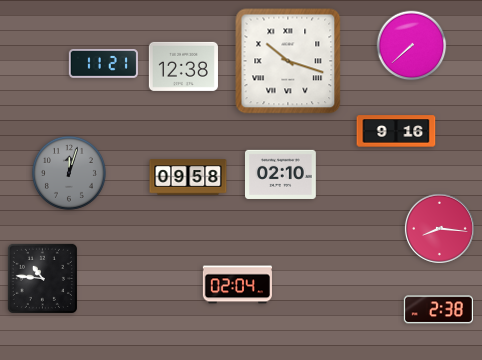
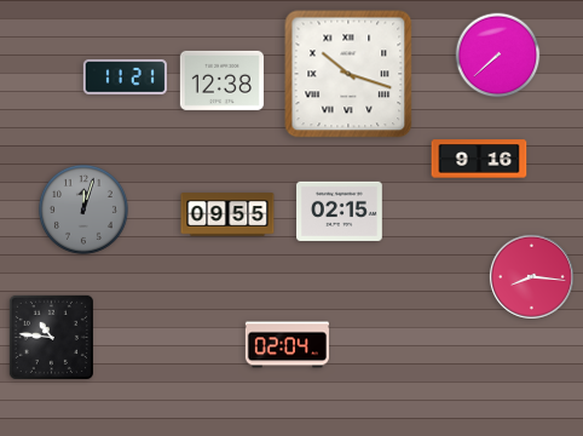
clock at (281, 174): 02:10 -> 02:15
clock at (188, 177): 09:58 -> 09:55
clock at (438, 310): 2:38 -> none
